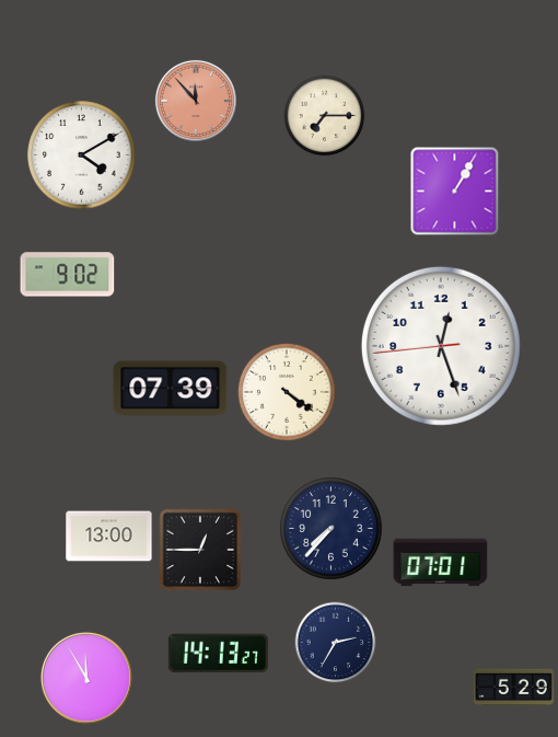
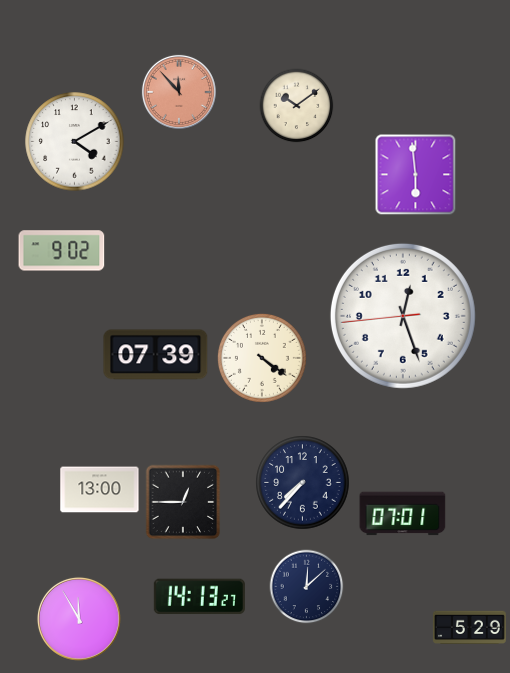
clock at (325, 116): 7:15 -> 10:09
clock at (455, 192): 1:05 -> 5:59
clock at (336, 643): 2:35 -> 12:08
